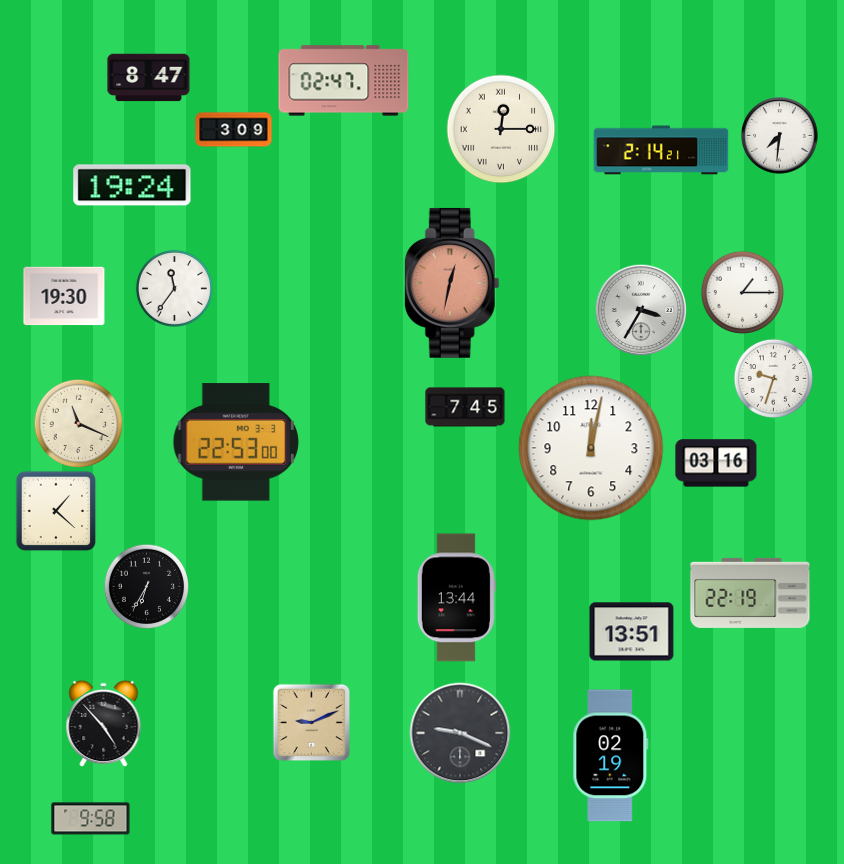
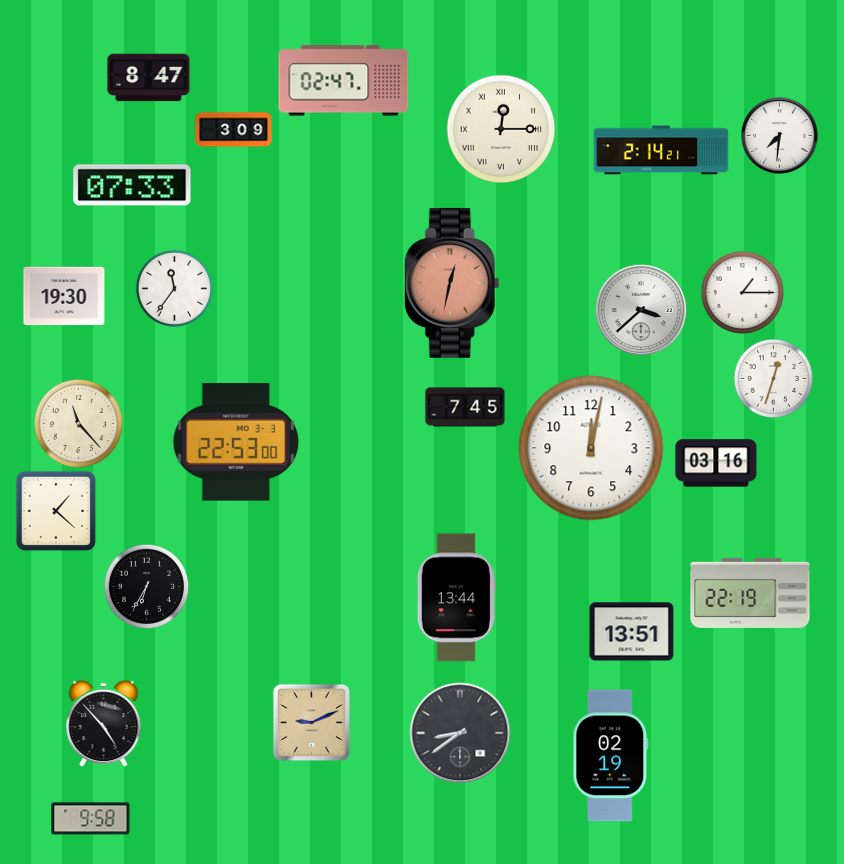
clock at (132, 185): 19:24 -> 07:33
clock at (641, 310): 3:35 -> 3:38
clock at (773, 378): 9:33 -> 12:33
clock at (78, 423): 11:19 -> 11:23
clock at (460, 733): 9:19 -> 8:39
